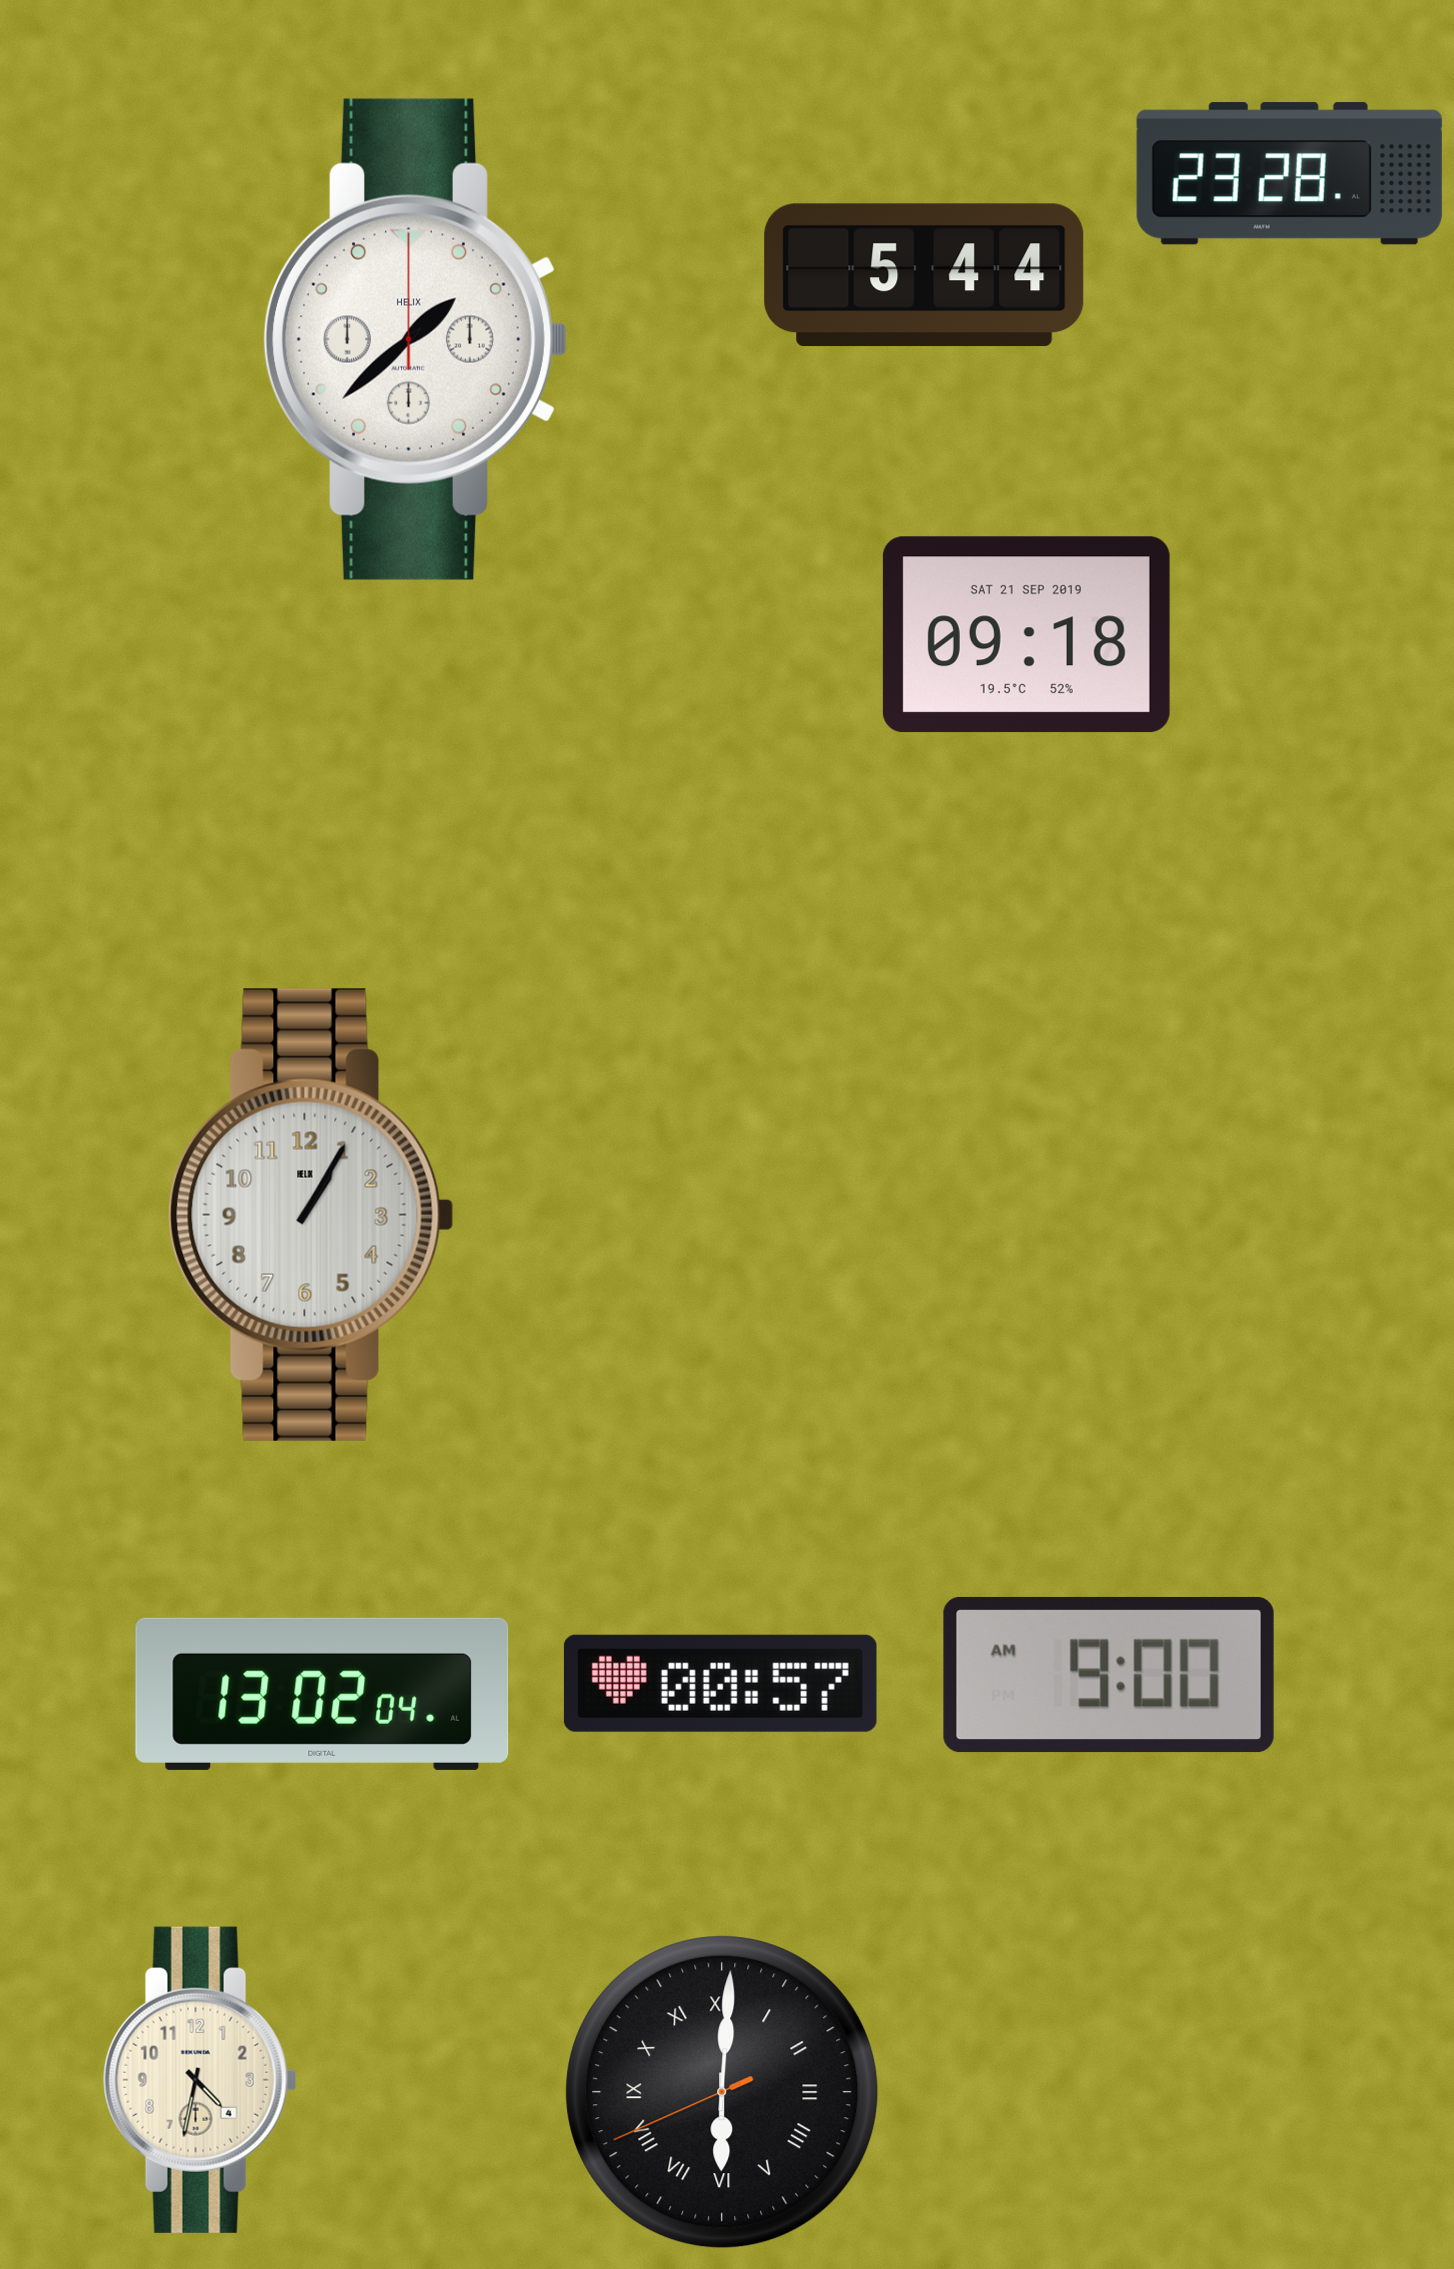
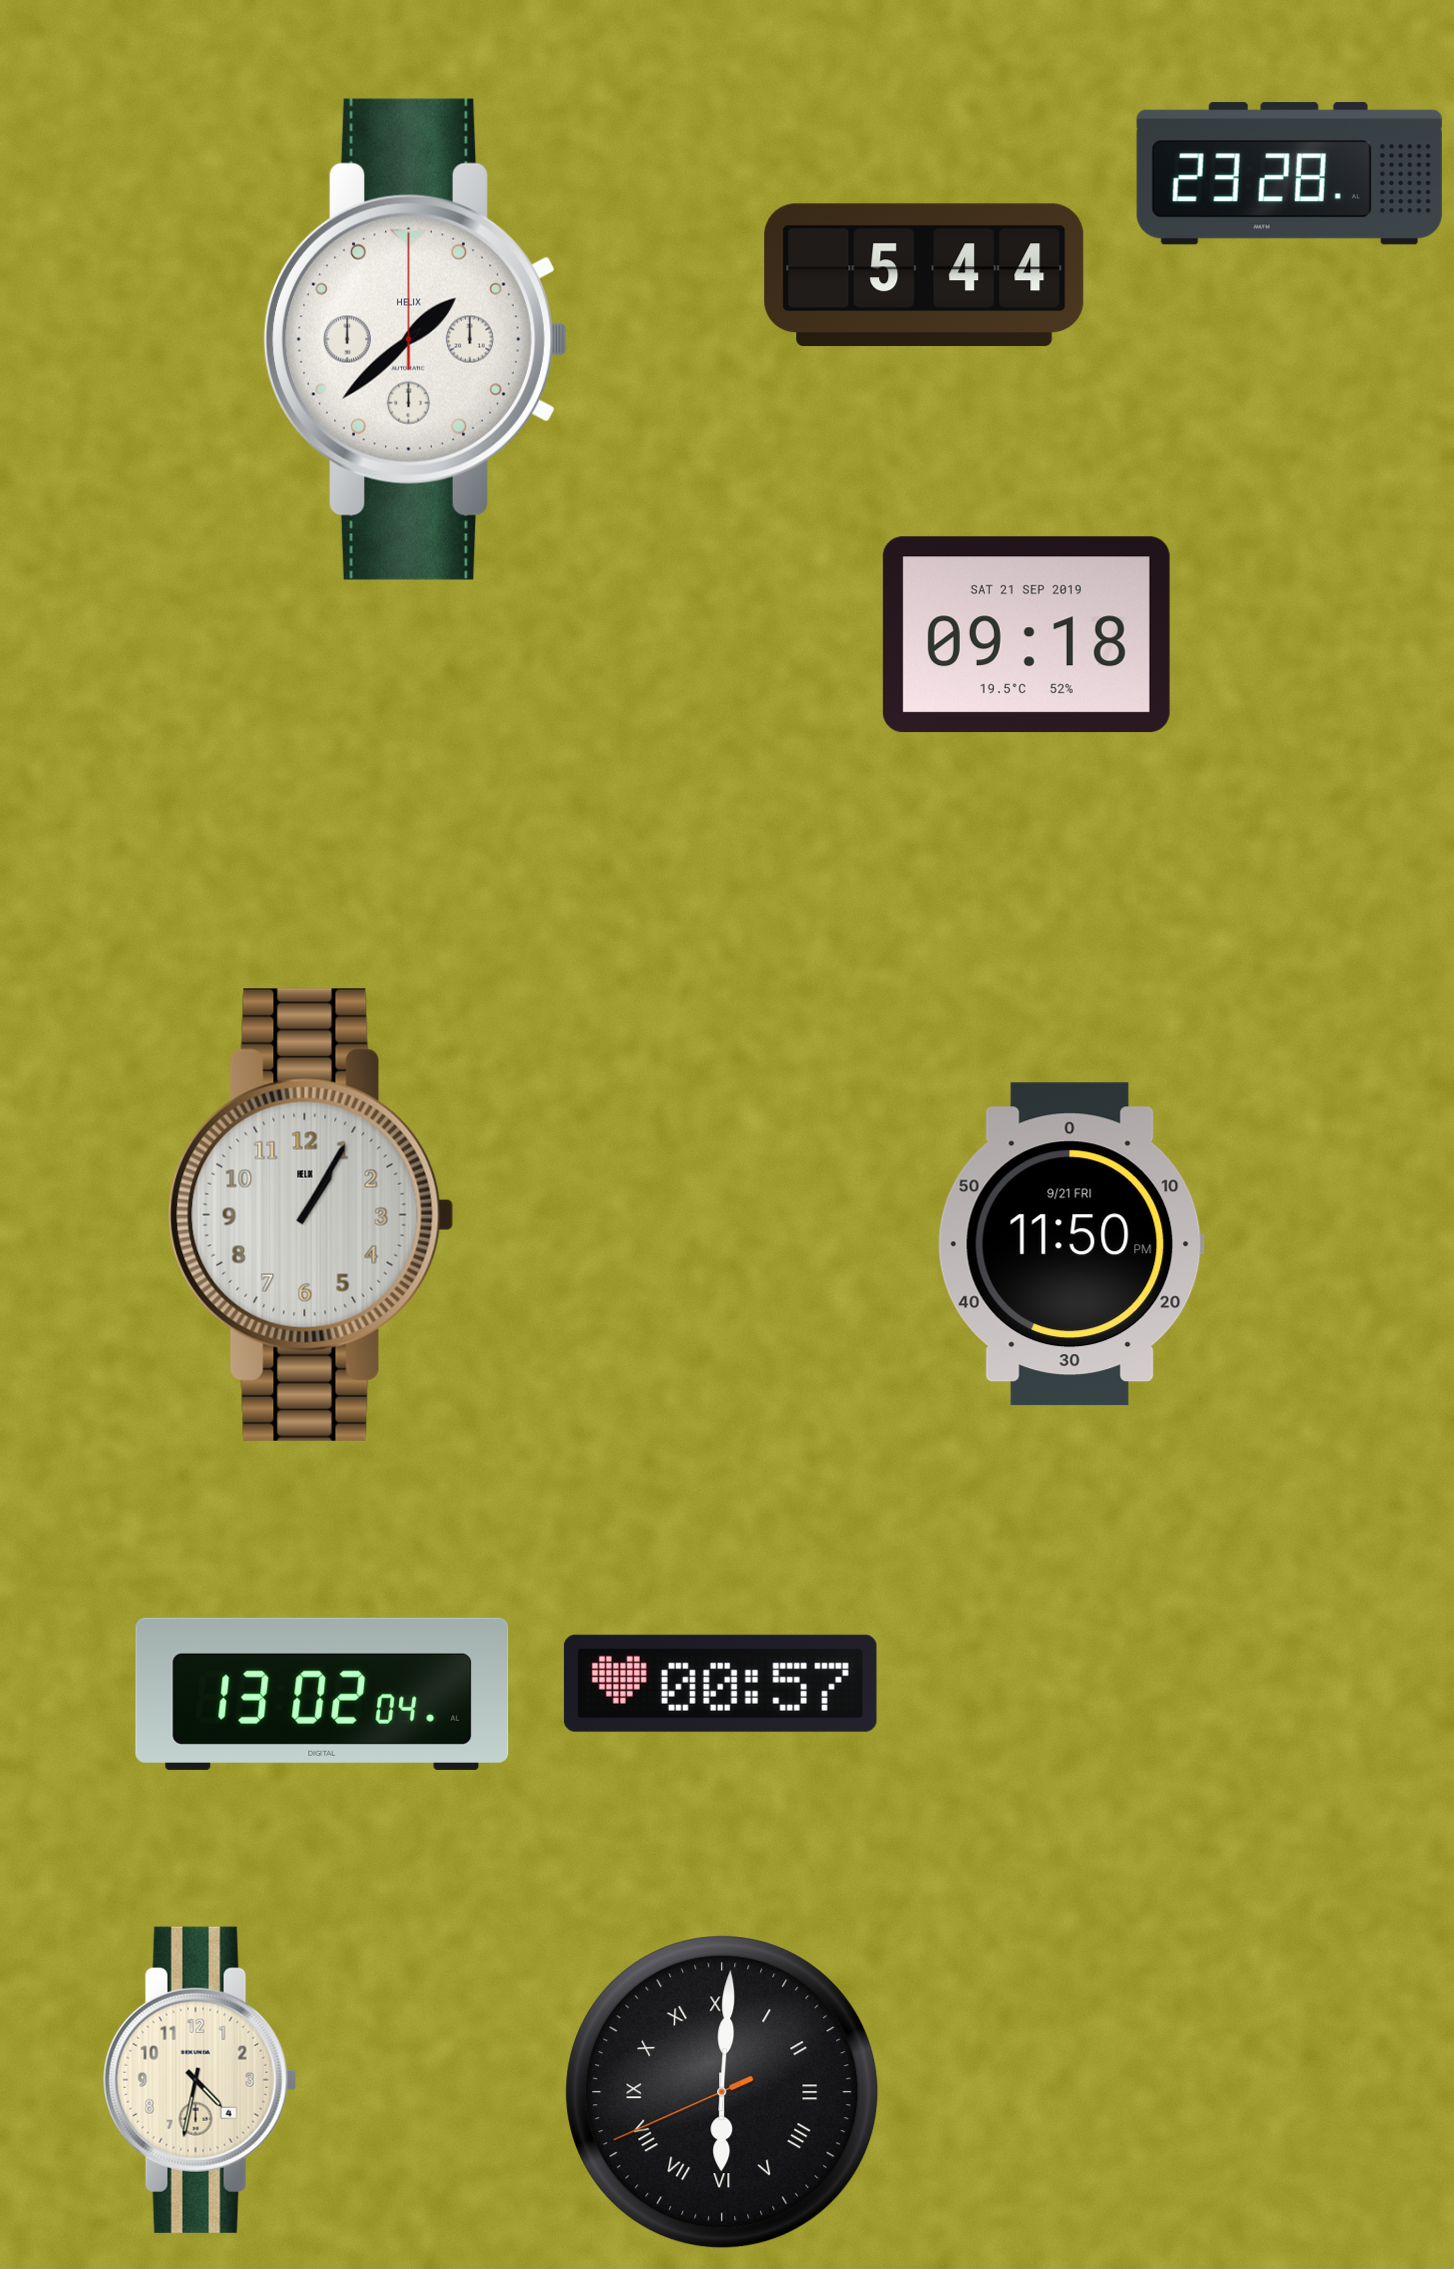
clock at (1071, 1244): none -> 11:50
clock at (1109, 1675): 9:00 -> none
